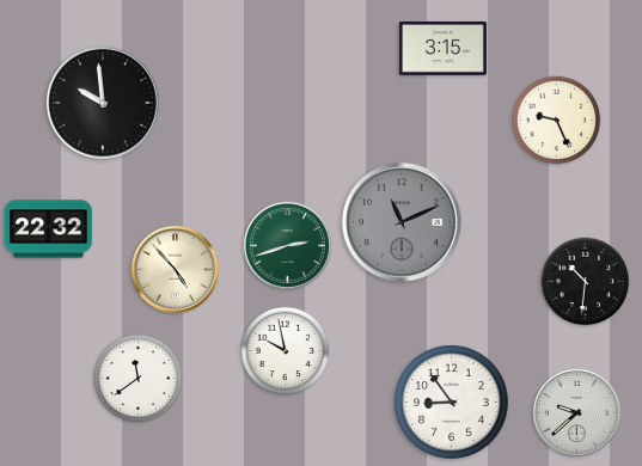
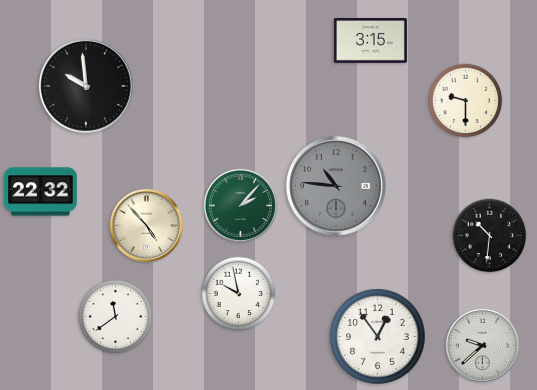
clock at (557, 121): 9:26 -> 9:30
clock at (403, 223): 11:11 -> 10:46
clock at (287, 245): 2:42 -> 2:07
clock at (452, 403): 8:54 -> 12:54
